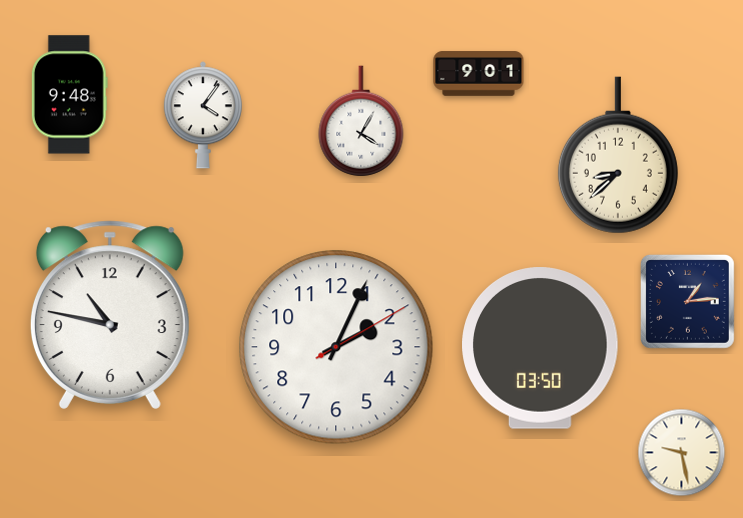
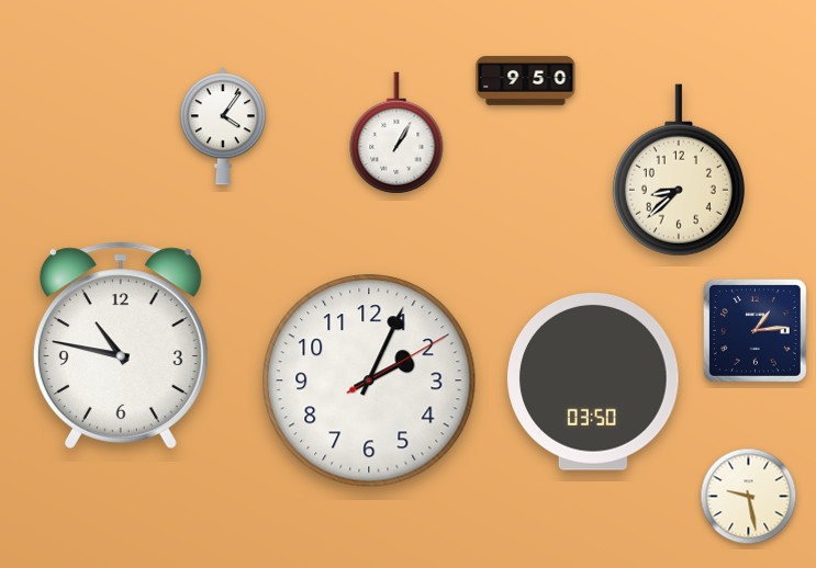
clock at (479, 74): 9:01 -> 9:50
clock at (69, 95): 9:48 -> none
clock at (361, 121): 4:05 -> 1:05
